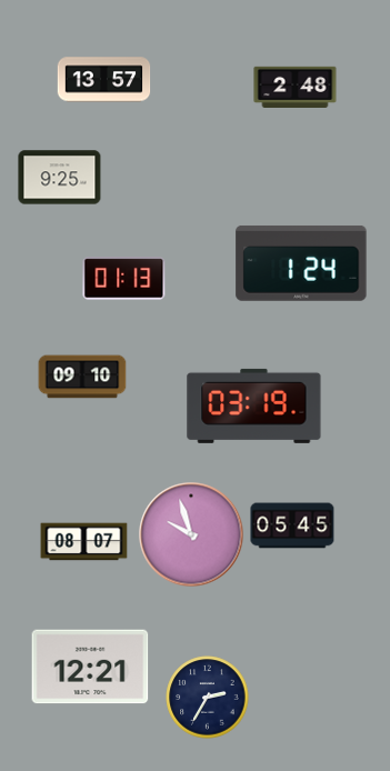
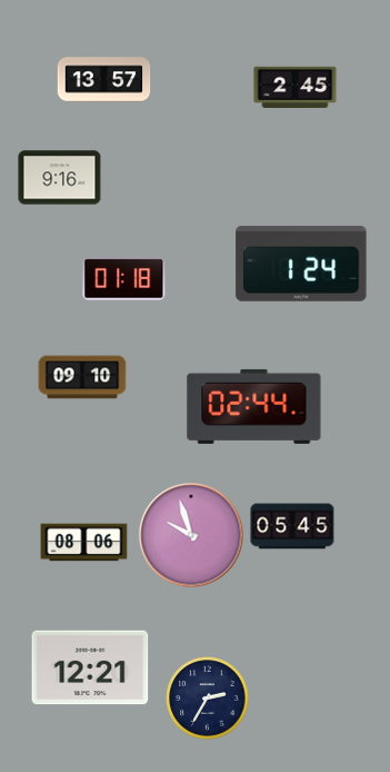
clock at (296, 87): 2:48 -> 2:45
clock at (60, 178): 9:25 -> 9:16
clock at (124, 279): 01:13 -> 01:18
clock at (254, 405): 03:19 -> 02:44
clock at (84, 542): 08:07 -> 08:06
